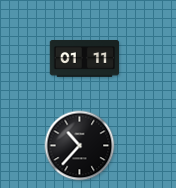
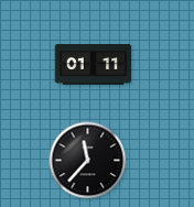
clock at (80, 146): 10:37 -> 11:37
